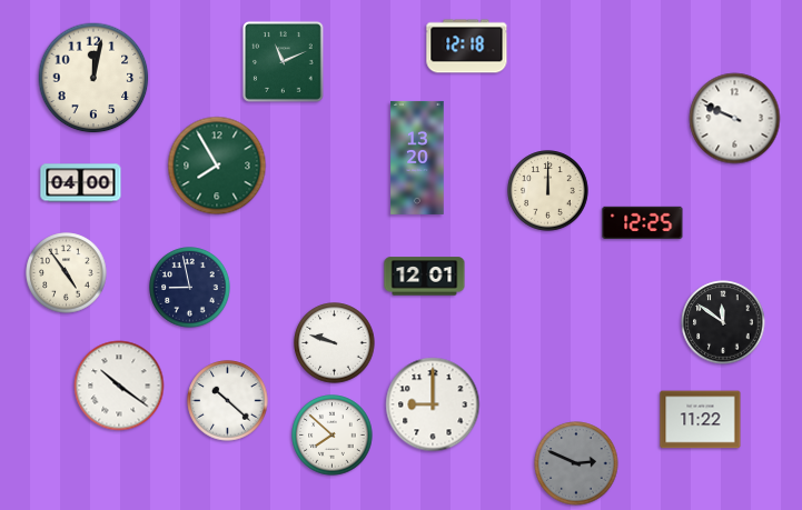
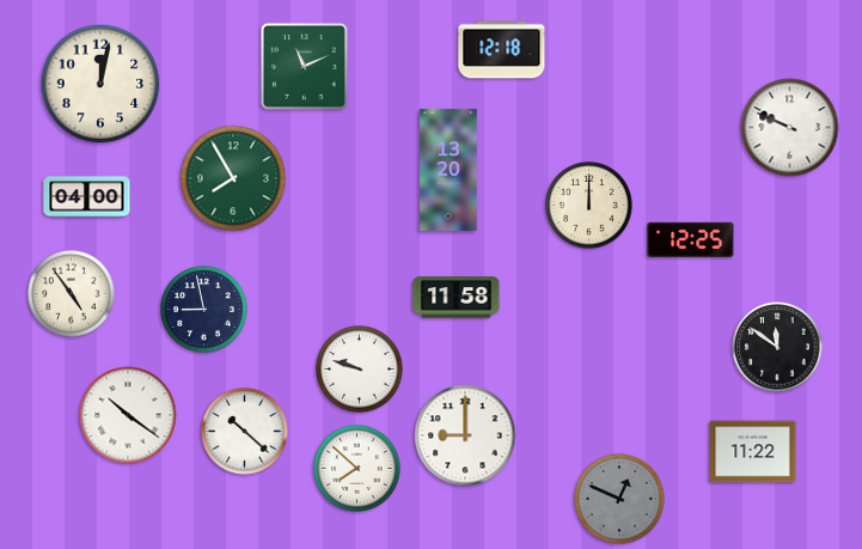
clock at (425, 277): 12:01 -> 11:58
clock at (576, 463): 2:49 -> 12:49
